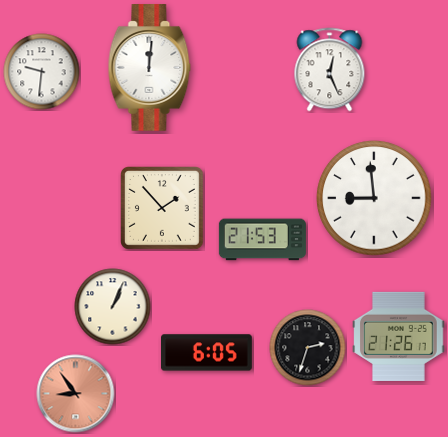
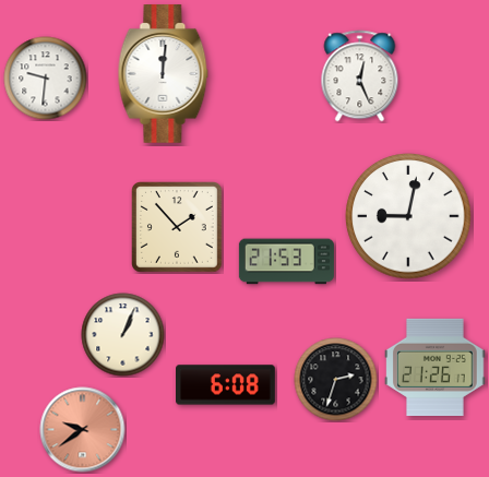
clock at (374, 198): 8:59 -> 9:02
clock at (207, 353): 6:05 -> 6:08
clock at (76, 394): 8:54 -> 9:39
